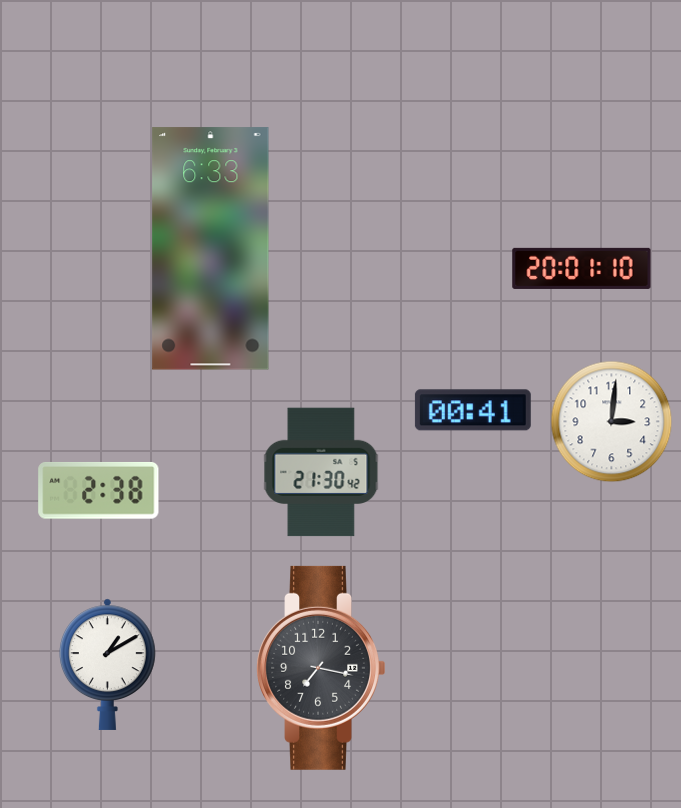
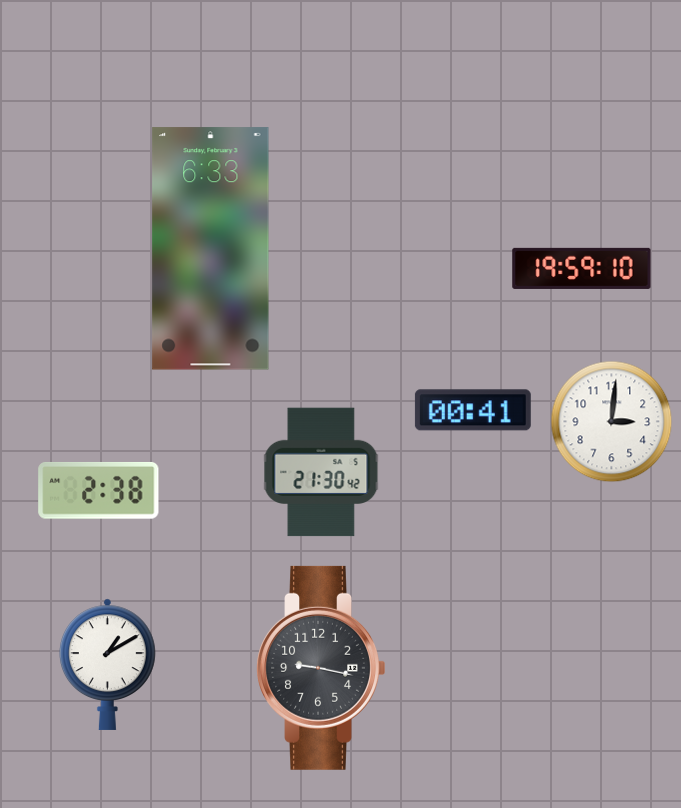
clock at (582, 268): 20:01 -> 19:59
clock at (321, 668): 7:17 -> 9:17
